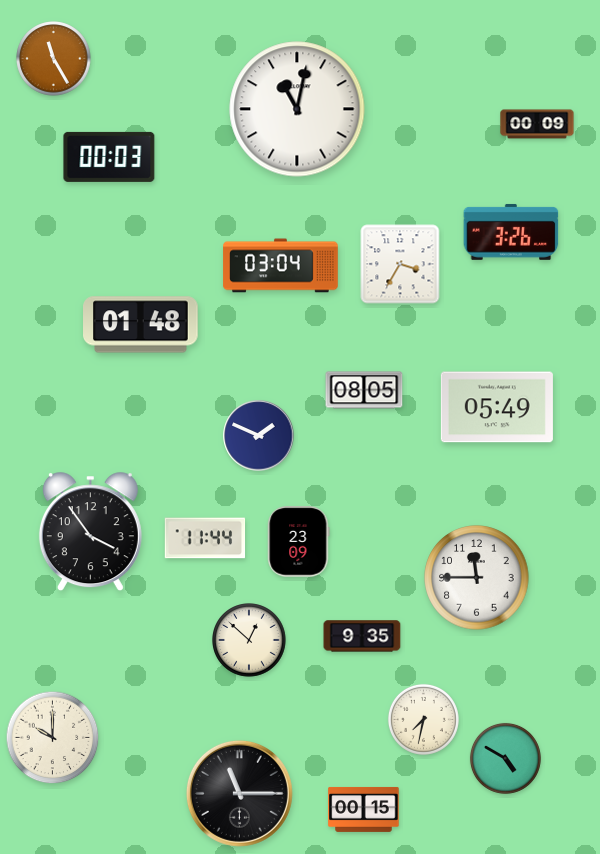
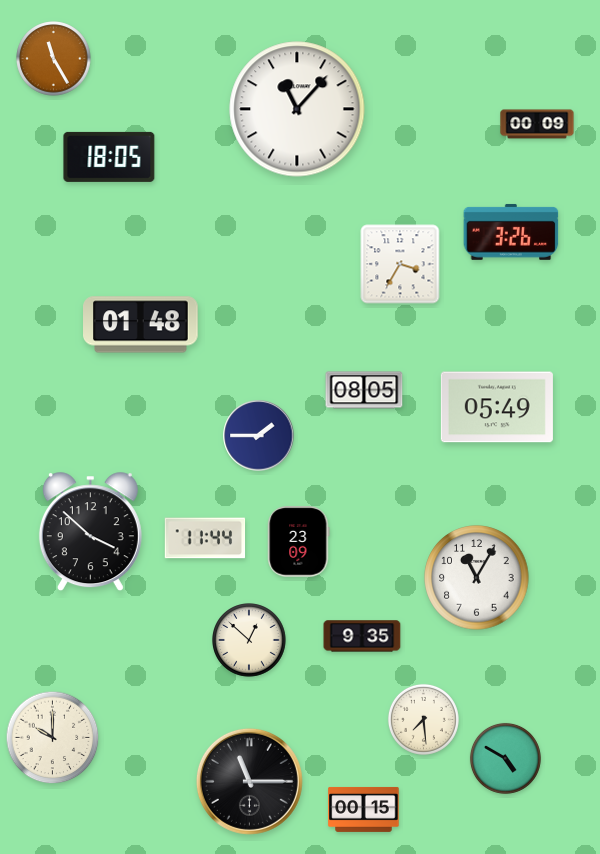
clock at (297, 109): 11:02 -> 11:07
clock at (109, 157): 00:03 -> 18:05
clock at (281, 266): 03:04 -> none
clock at (259, 436): 1:49 -> 1:45
clock at (90, 532): 3:54 -> 3:52
clock at (477, 578): 11:45 -> 11:05
clock at (423, 719): 7:32 -> 7:29
clock at (239, 793) position: (239, 793) -> (249, 781)
